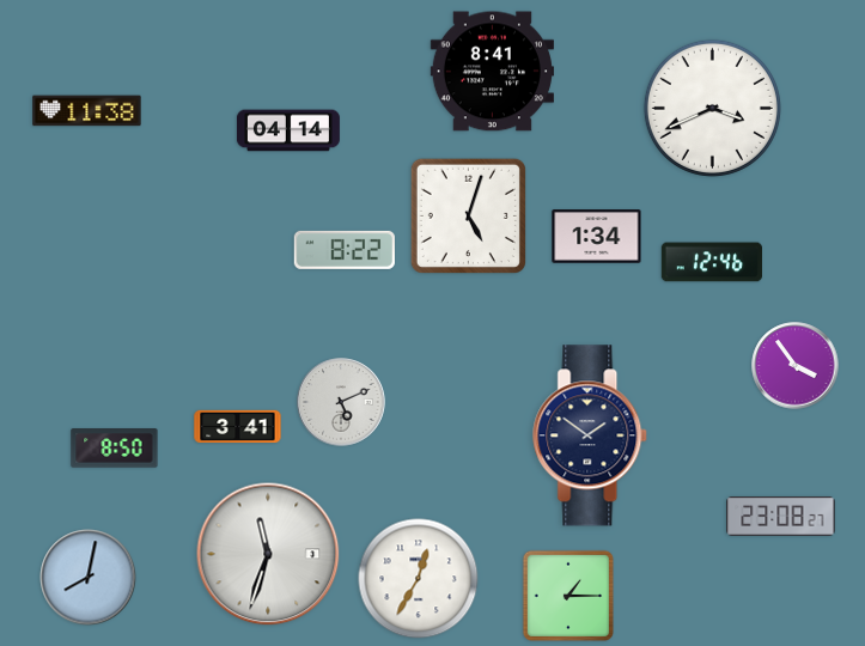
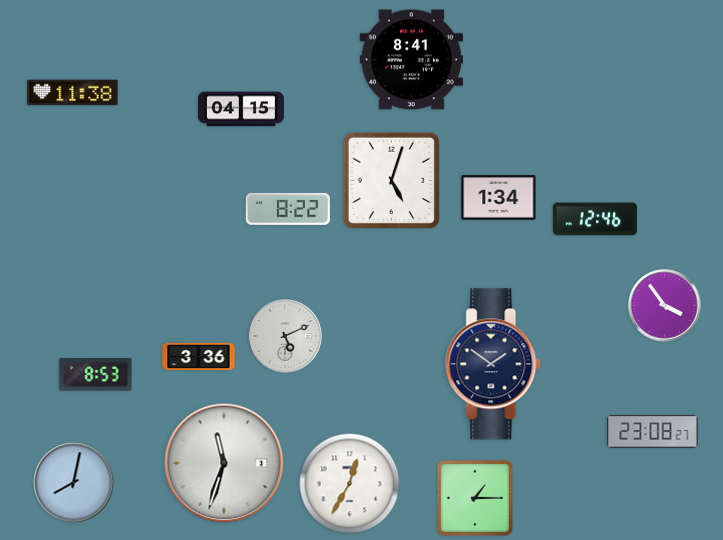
clock at (712, 108): 3:41 -> none
clock at (288, 130): 04:14 -> 04:15
clock at (238, 427): 3:41 -> 3:36
clock at (115, 449): 8:50 -> 8:53
